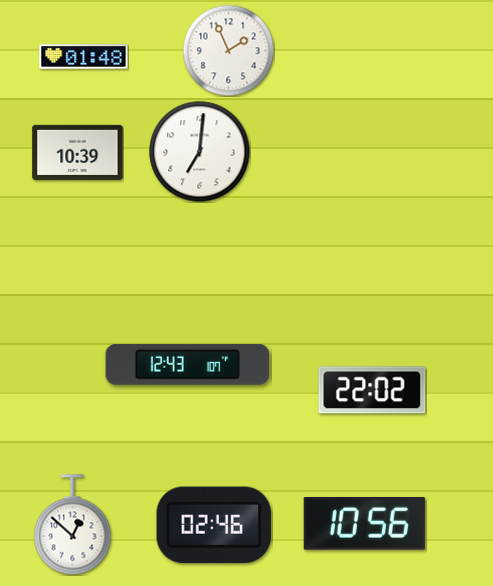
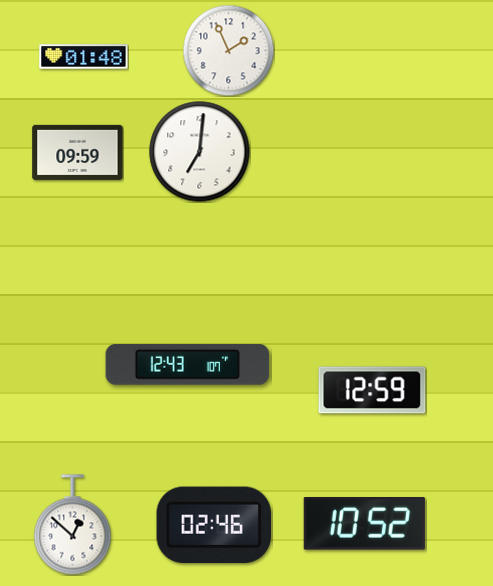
clock at (78, 152): 10:39 -> 09:59
clock at (372, 390): 22:02 -> 12:59
clock at (364, 524): 10:56 -> 10:52
